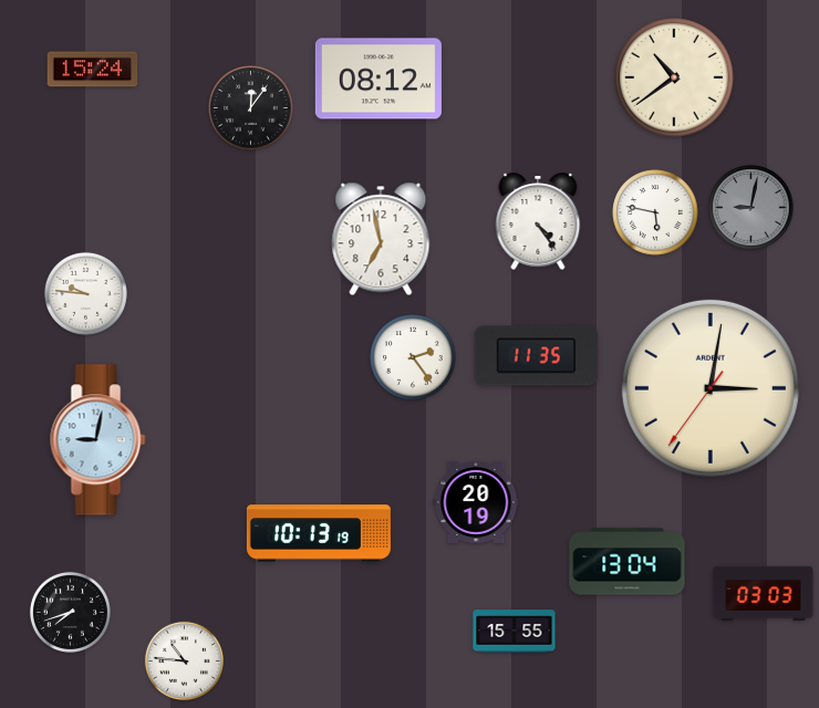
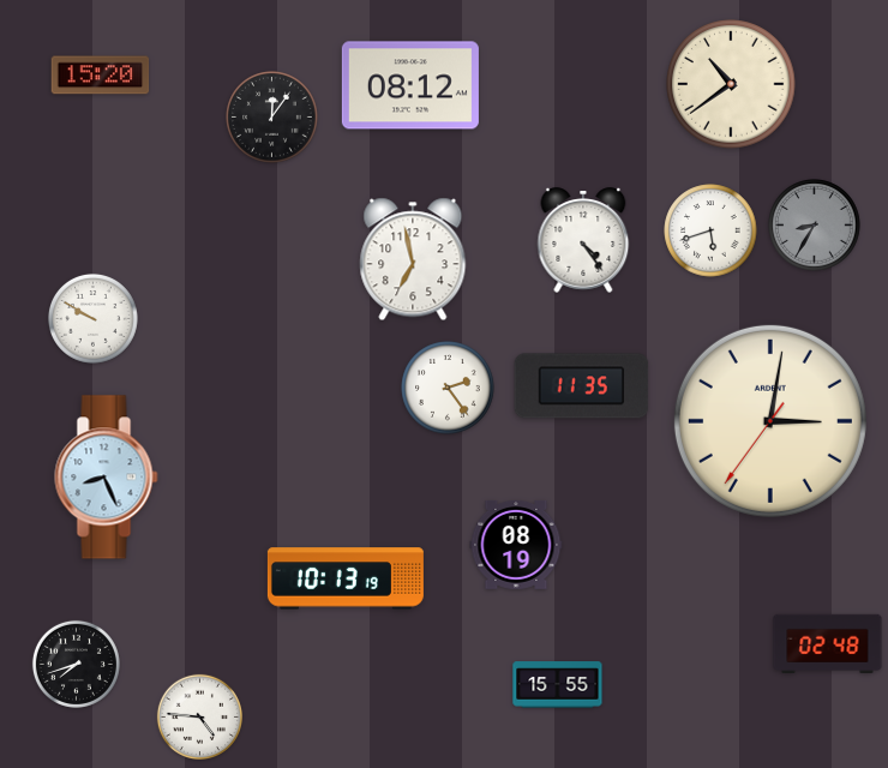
clock at (93, 70): 15:24 -> 15:20
clock at (751, 208): 9:02 -> 8:35
clock at (655, 212): 5:47 -> 5:42
clock at (85, 293): 9:46 -> 9:50
clock at (99, 440): 9:02 -> 8:26
clock at (476, 502): 20:19 -> 08:19
clock at (628, 562): 13:04 -> none
clock at (764, 594): 03:03 -> 02:48
clock at (184, 660): 10:46 -> 4:46
